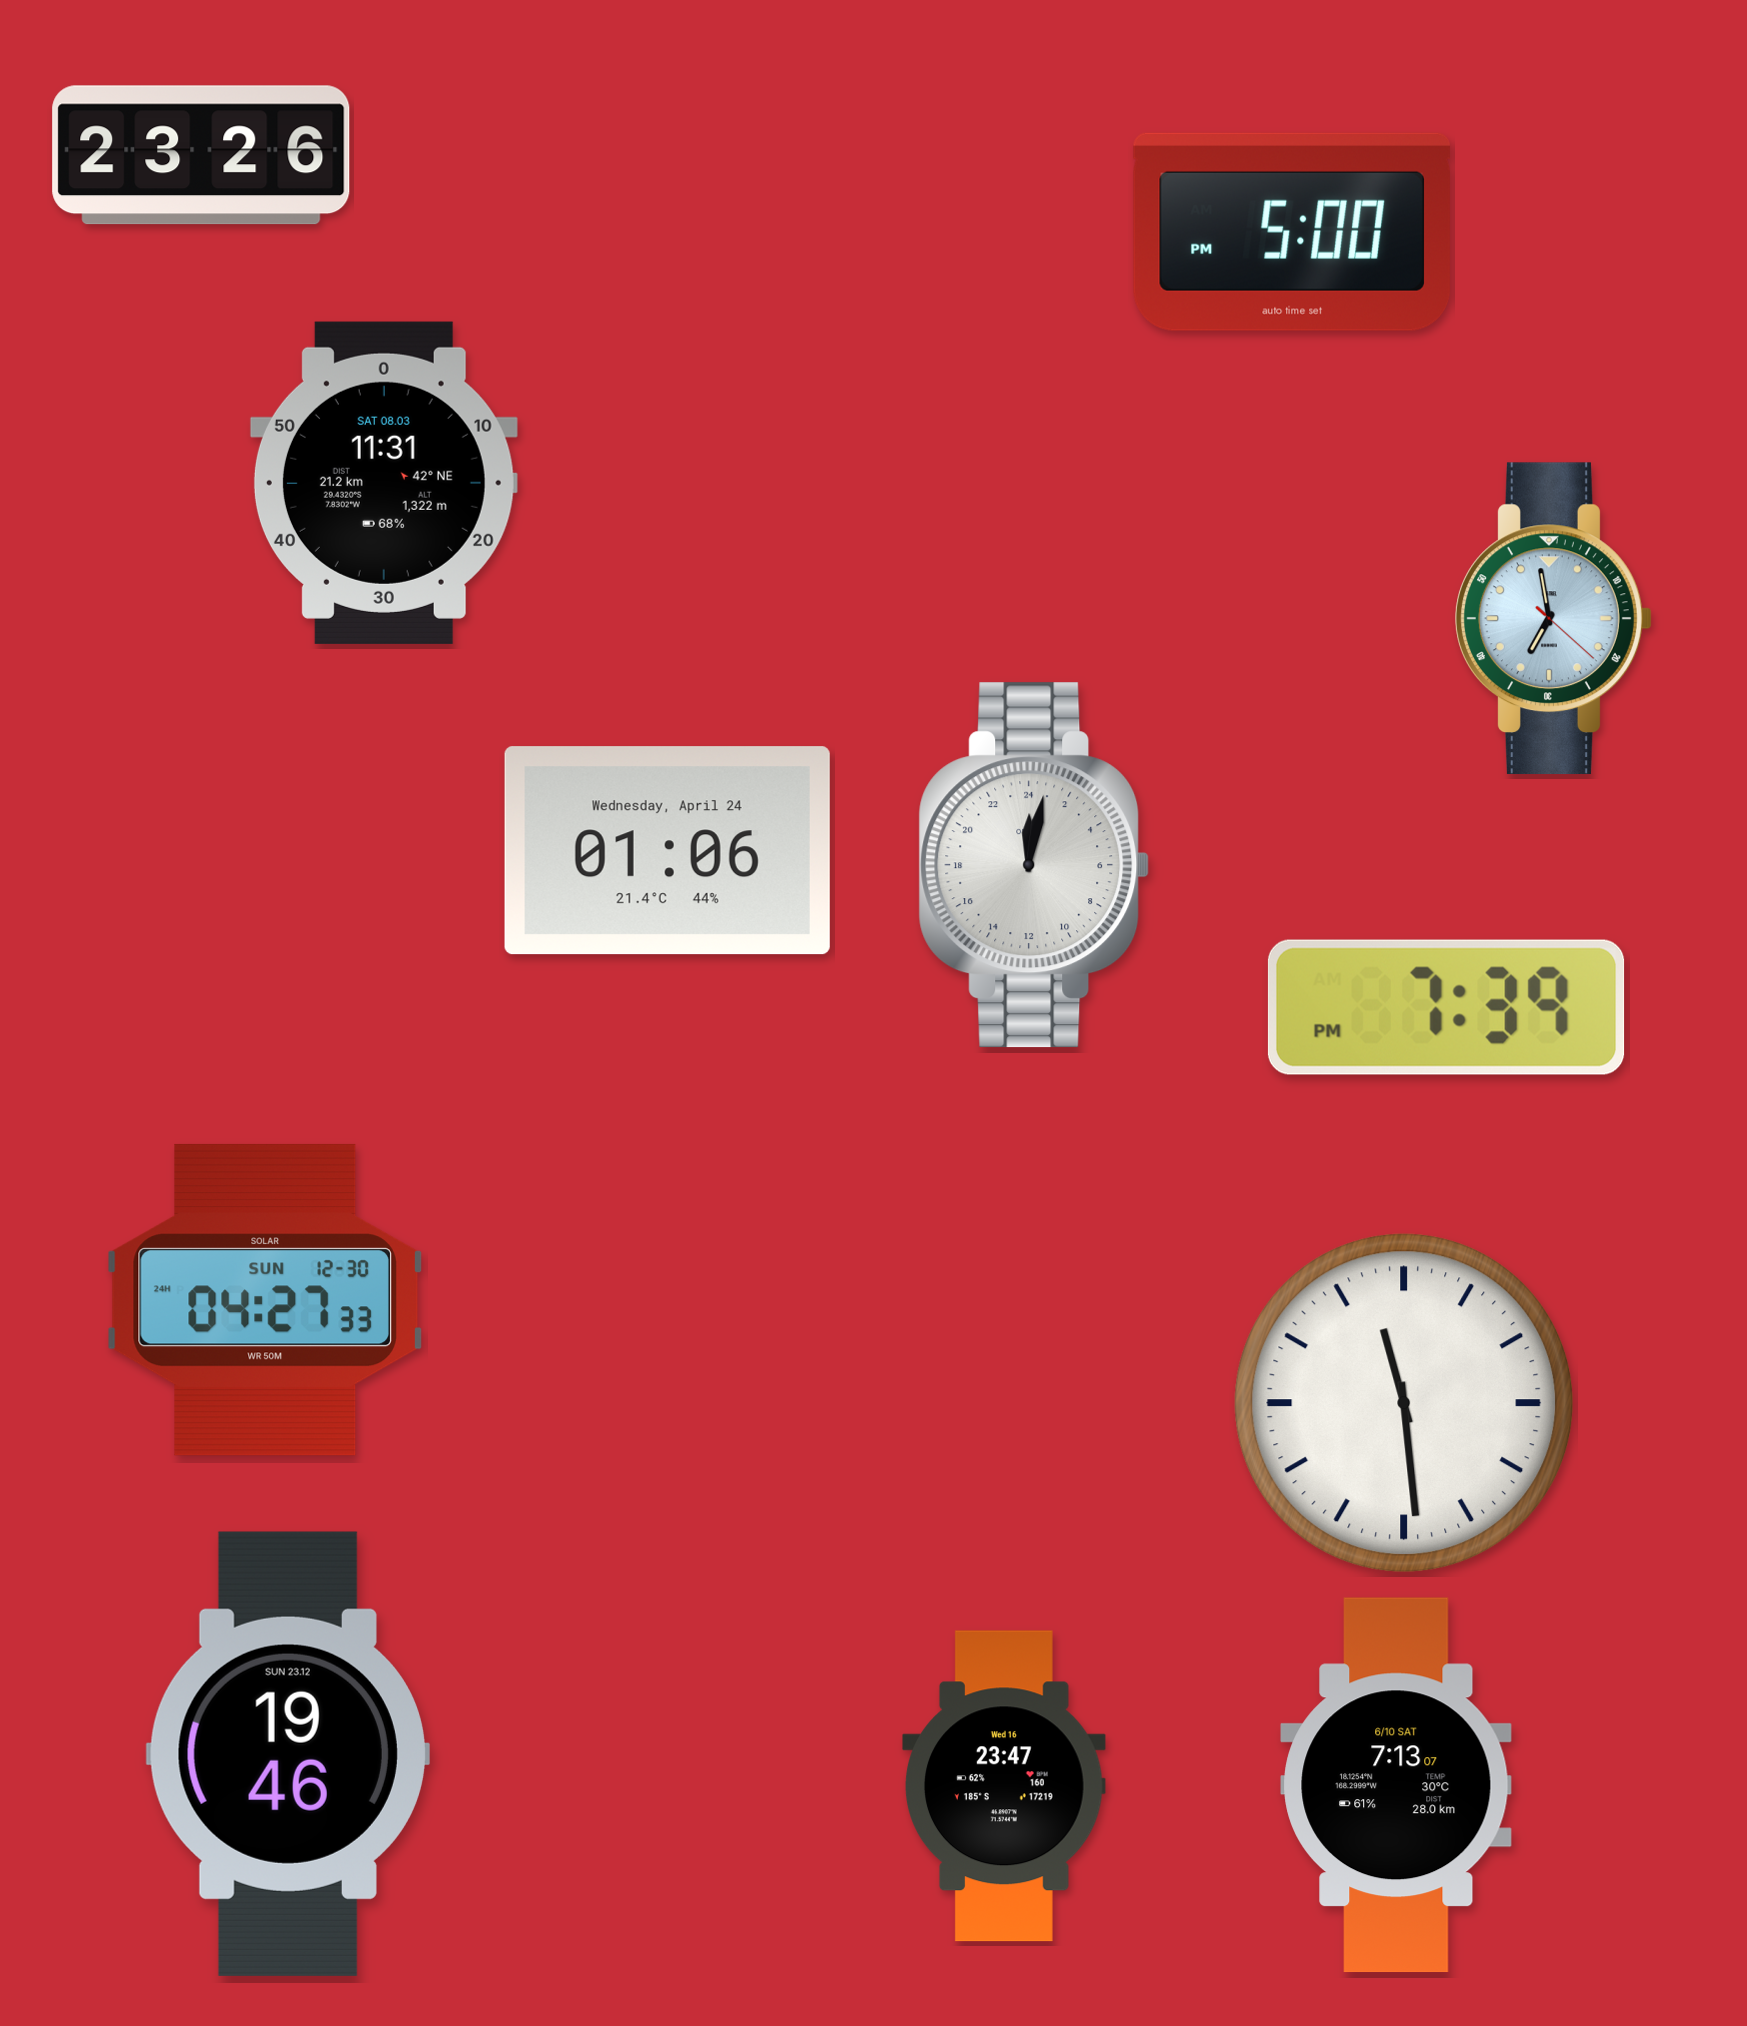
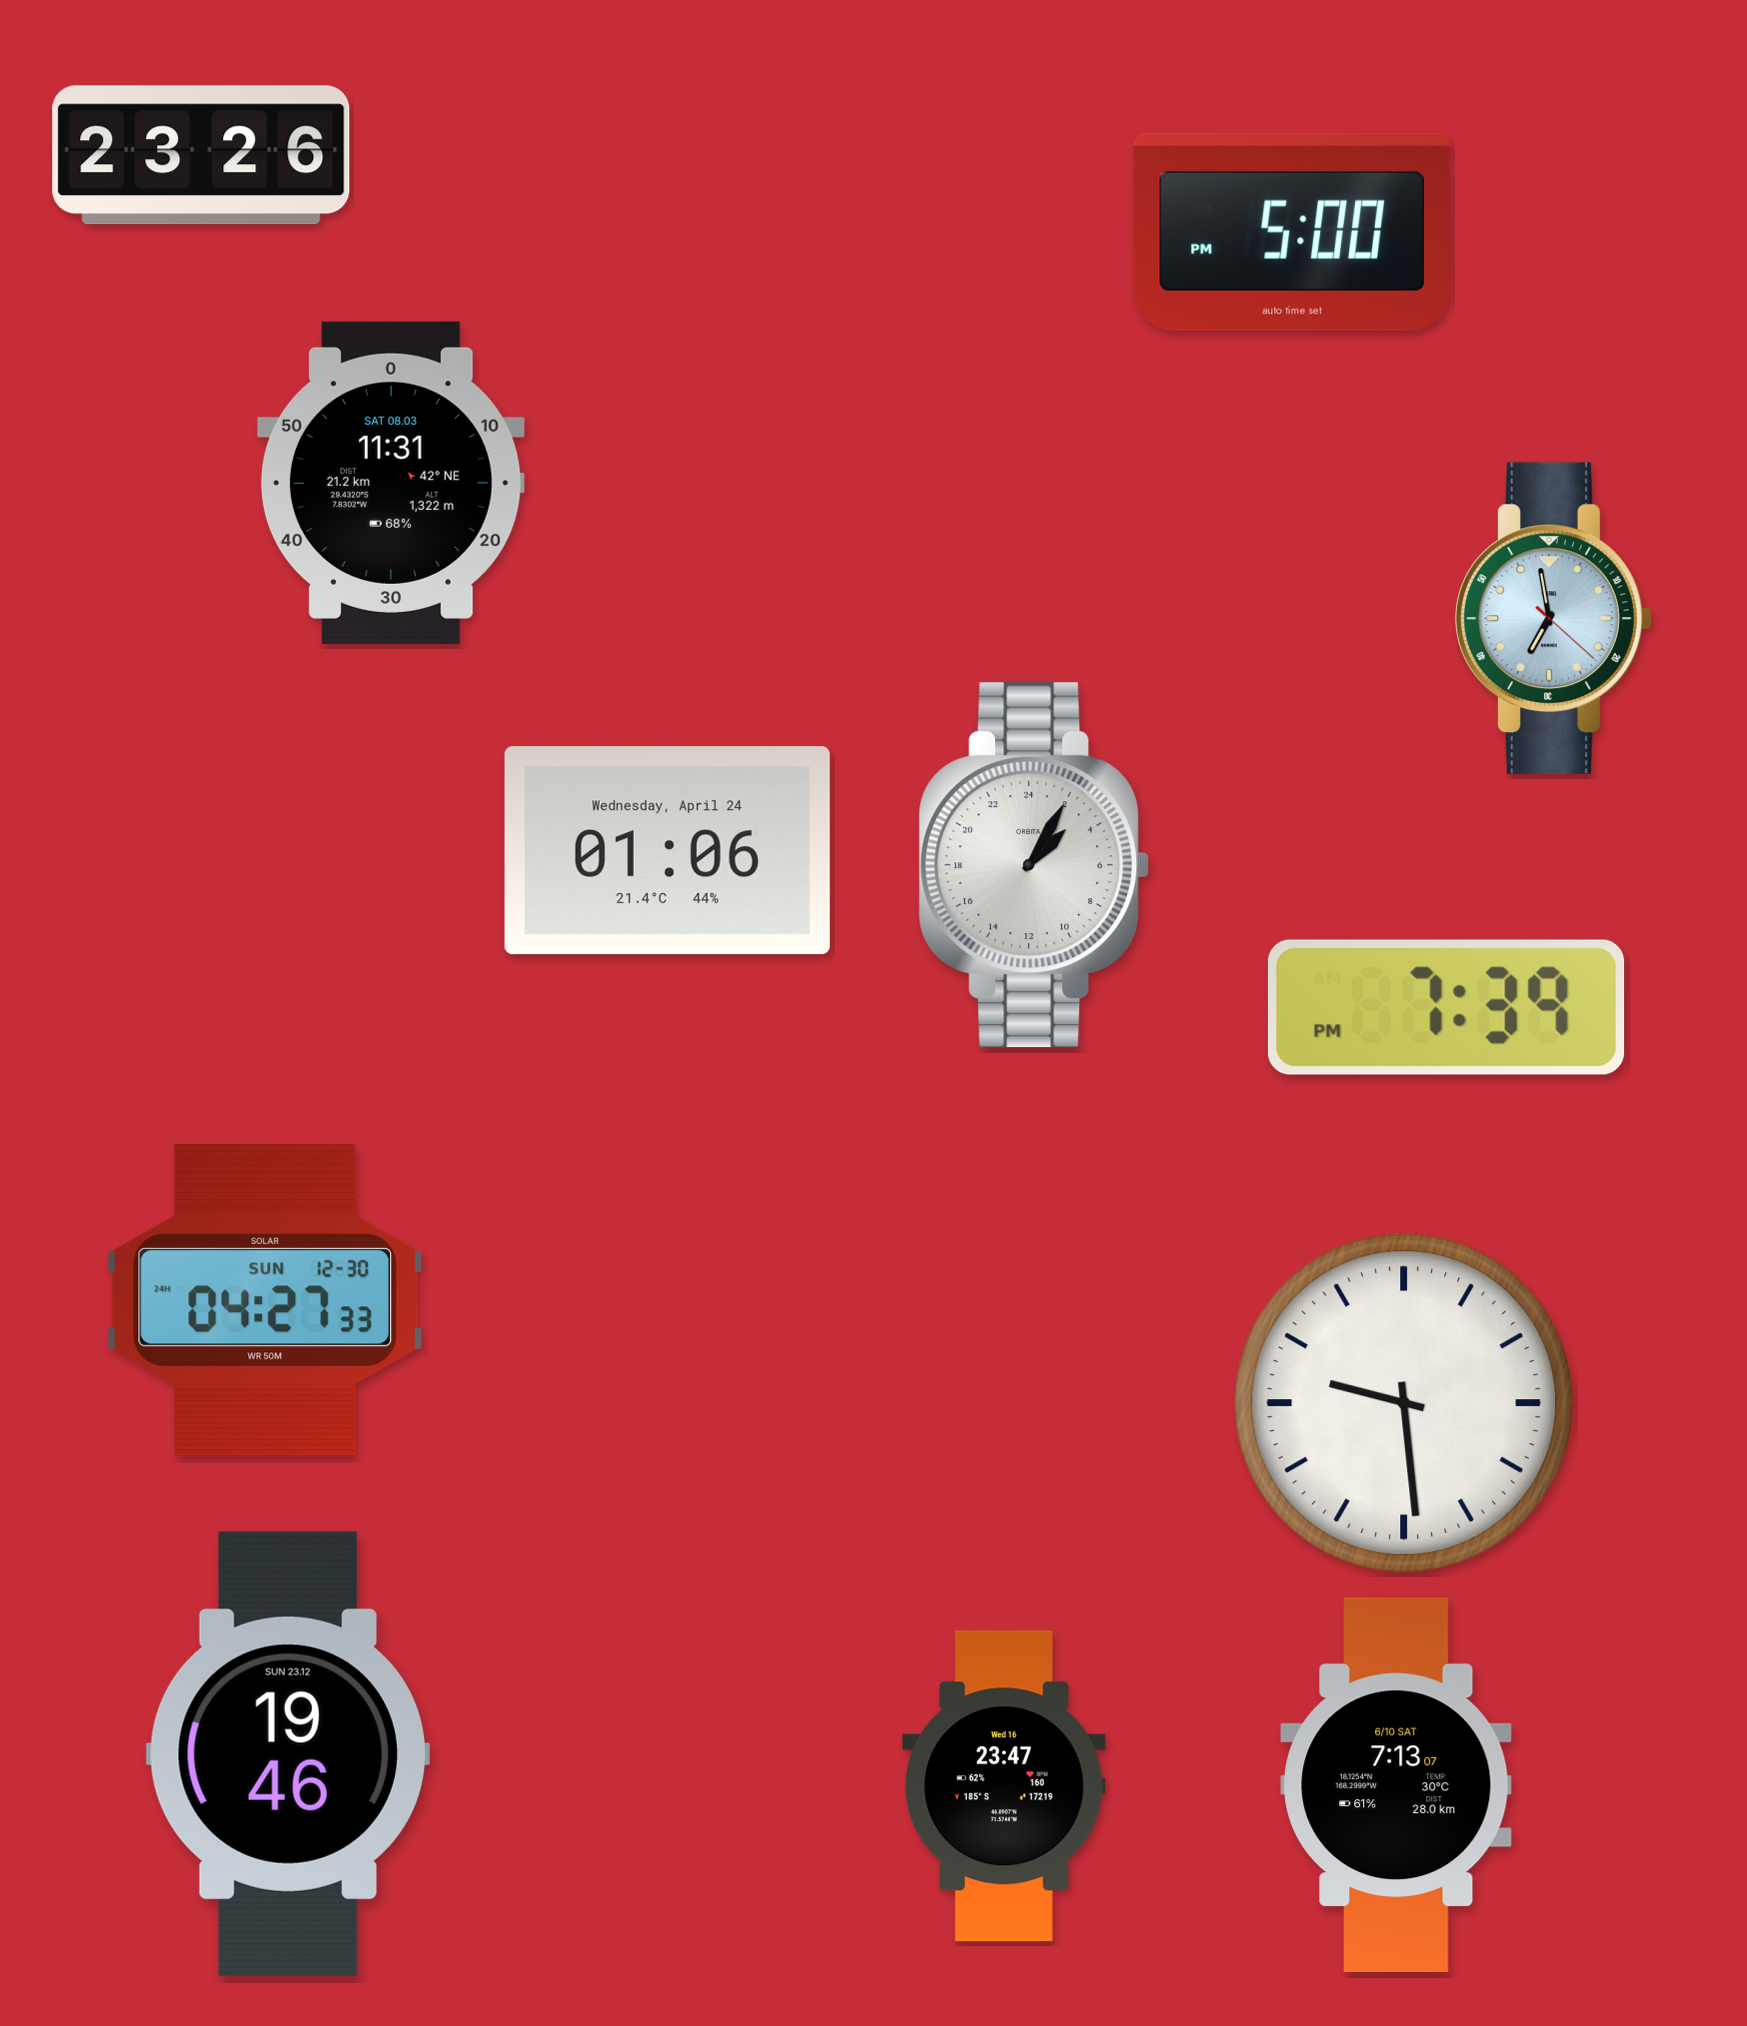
clock at (384, 483) position: (384, 483) -> (391, 483)
clock at (1034, 865): 0:02 -> 3:05
clock at (1404, 1403): 11:29 -> 9:29
